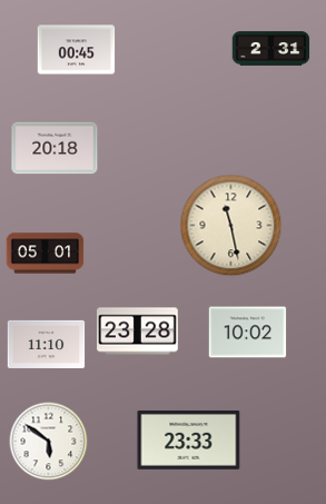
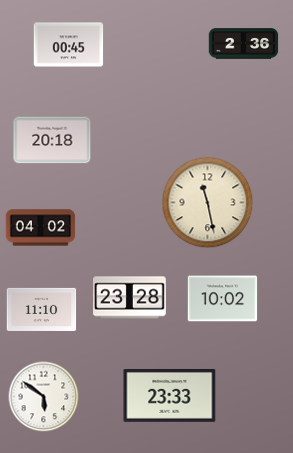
clock at (271, 49): 2:31 -> 2:36
clock at (55, 148) position: (55, 148) -> (52, 140)
clock at (46, 254): 05:01 -> 04:02
clock at (138, 332) position: (138, 332) -> (130, 298)
